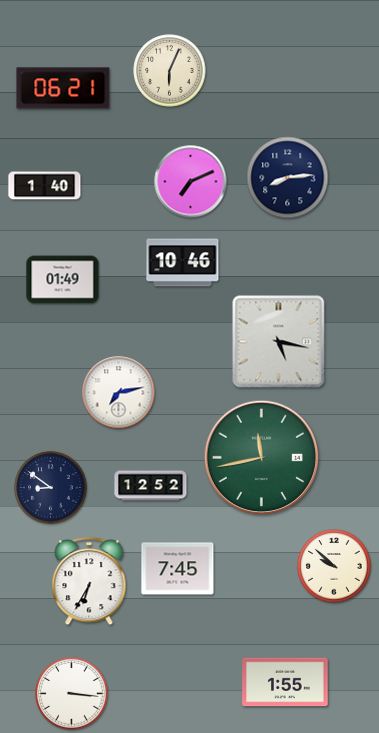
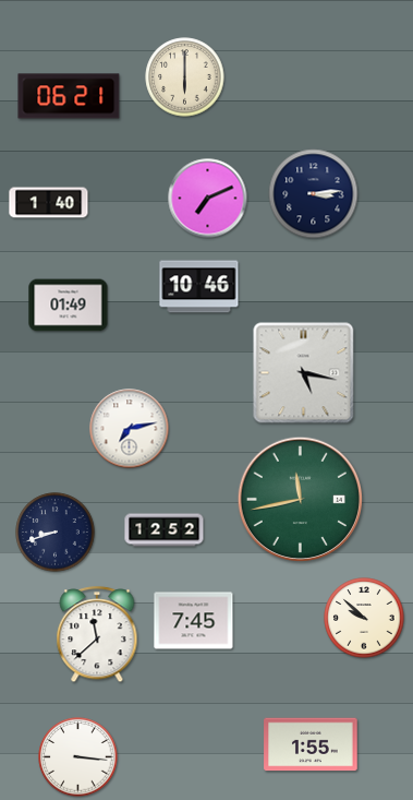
clock at (170, 71): 6:04 -> 6:00
clock at (288, 178): 8:14 -> 3:14
clock at (261, 457) position: (261, 457) -> (300, 499)
clock at (51, 488): 8:51 -> 8:42
clock at (89, 582): 6:35 -> 11:38
